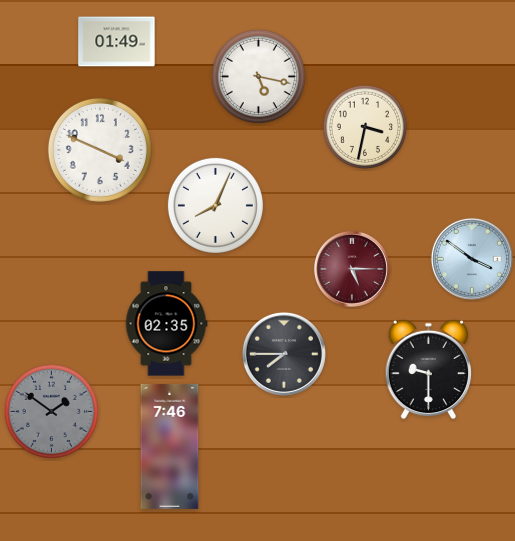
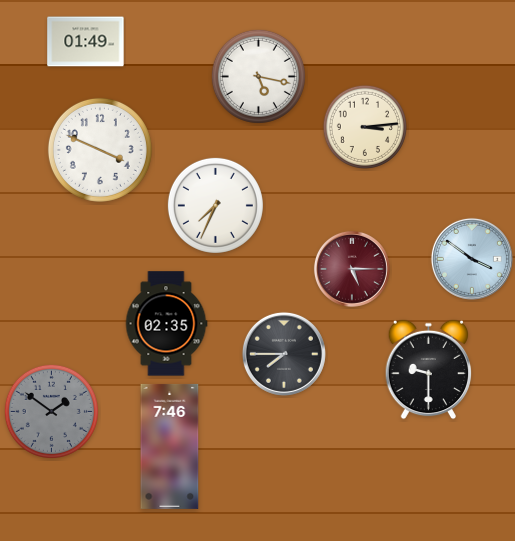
clock at (117, 42) position: (117, 42) -> (86, 42)
clock at (364, 126): 3:32 -> 3:14
clock at (215, 205): 8:04 -> 7:34
